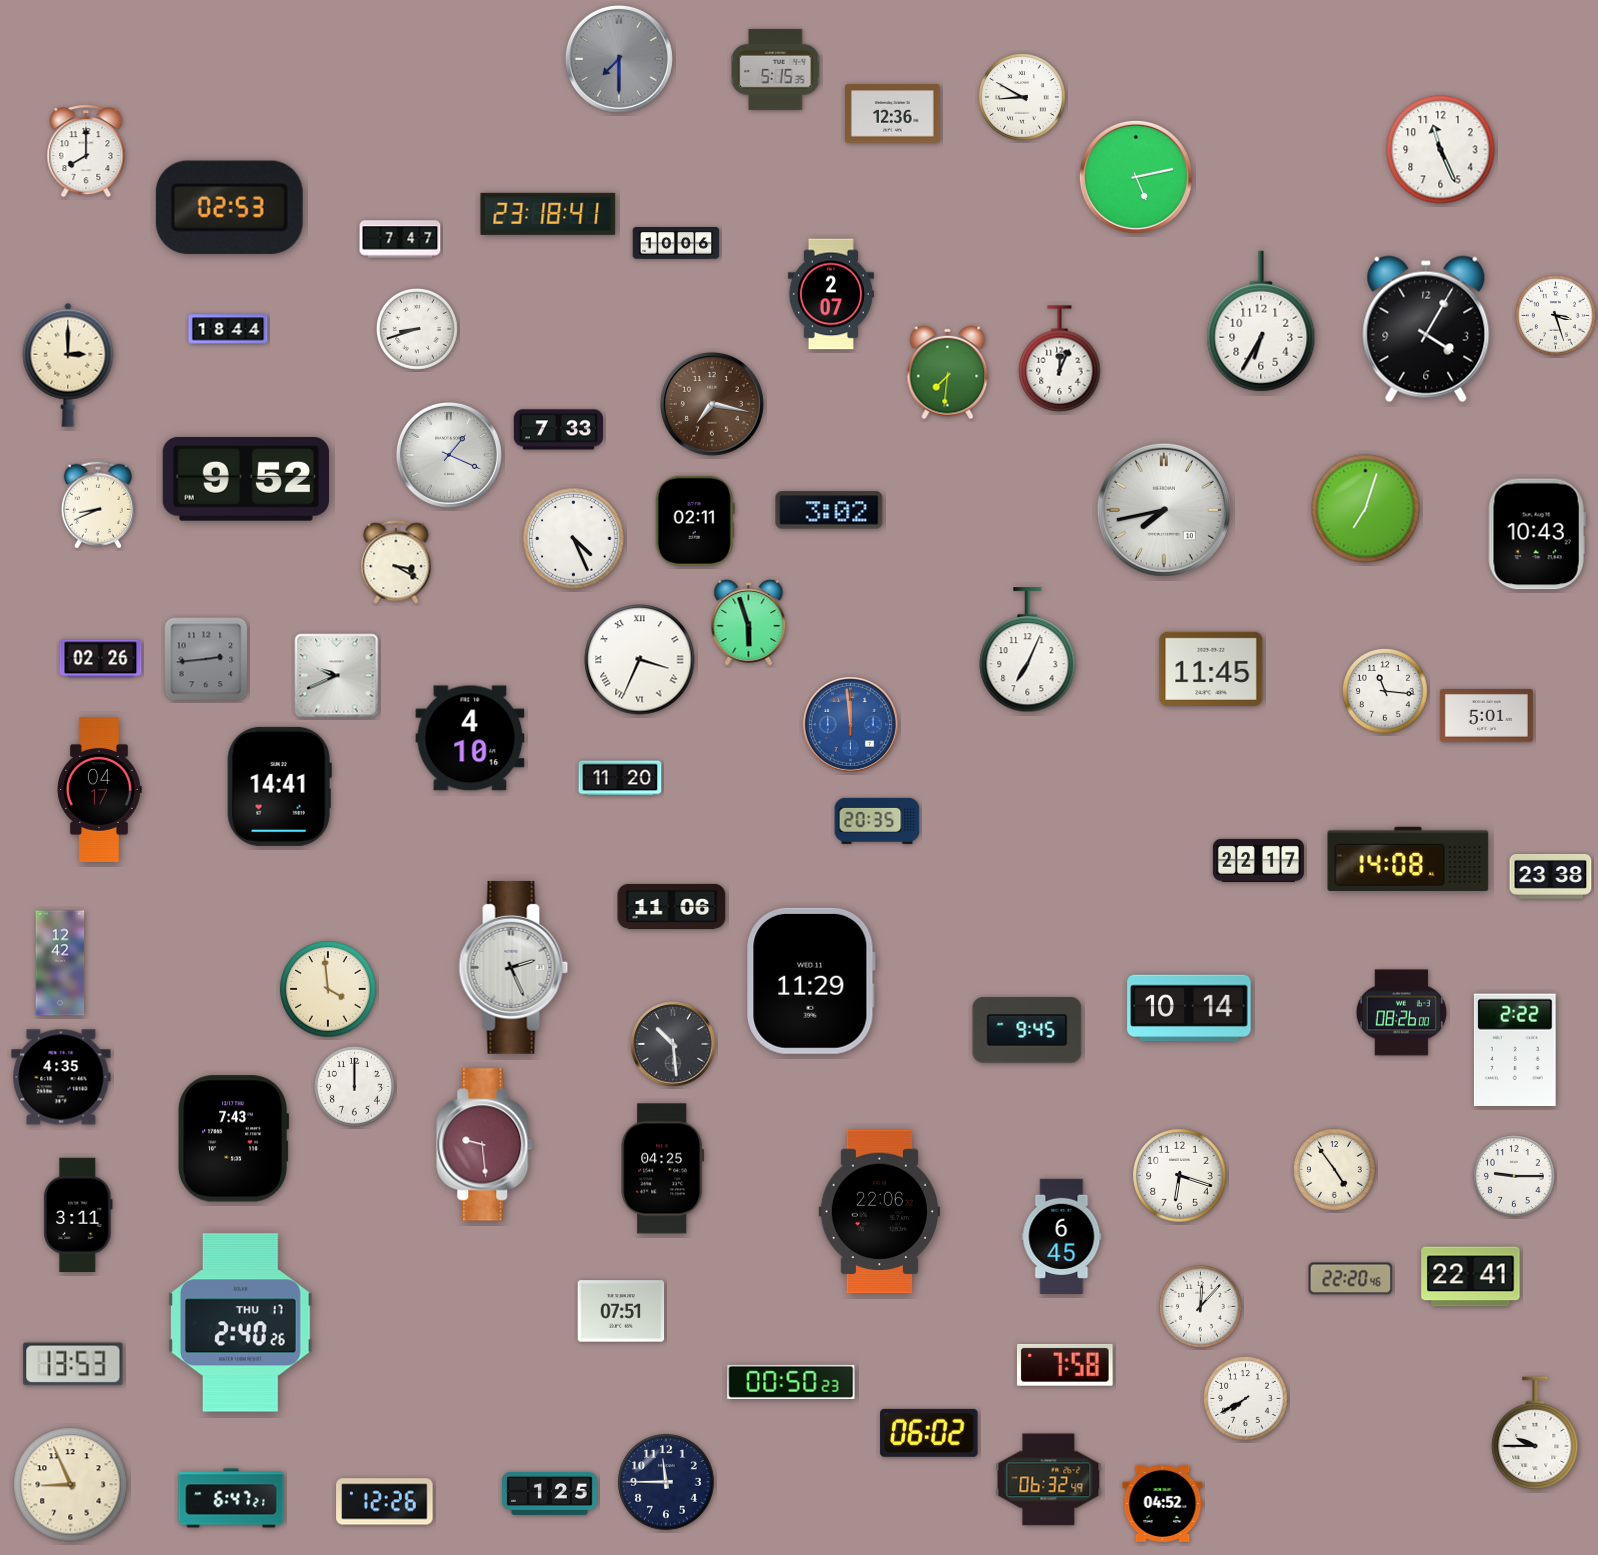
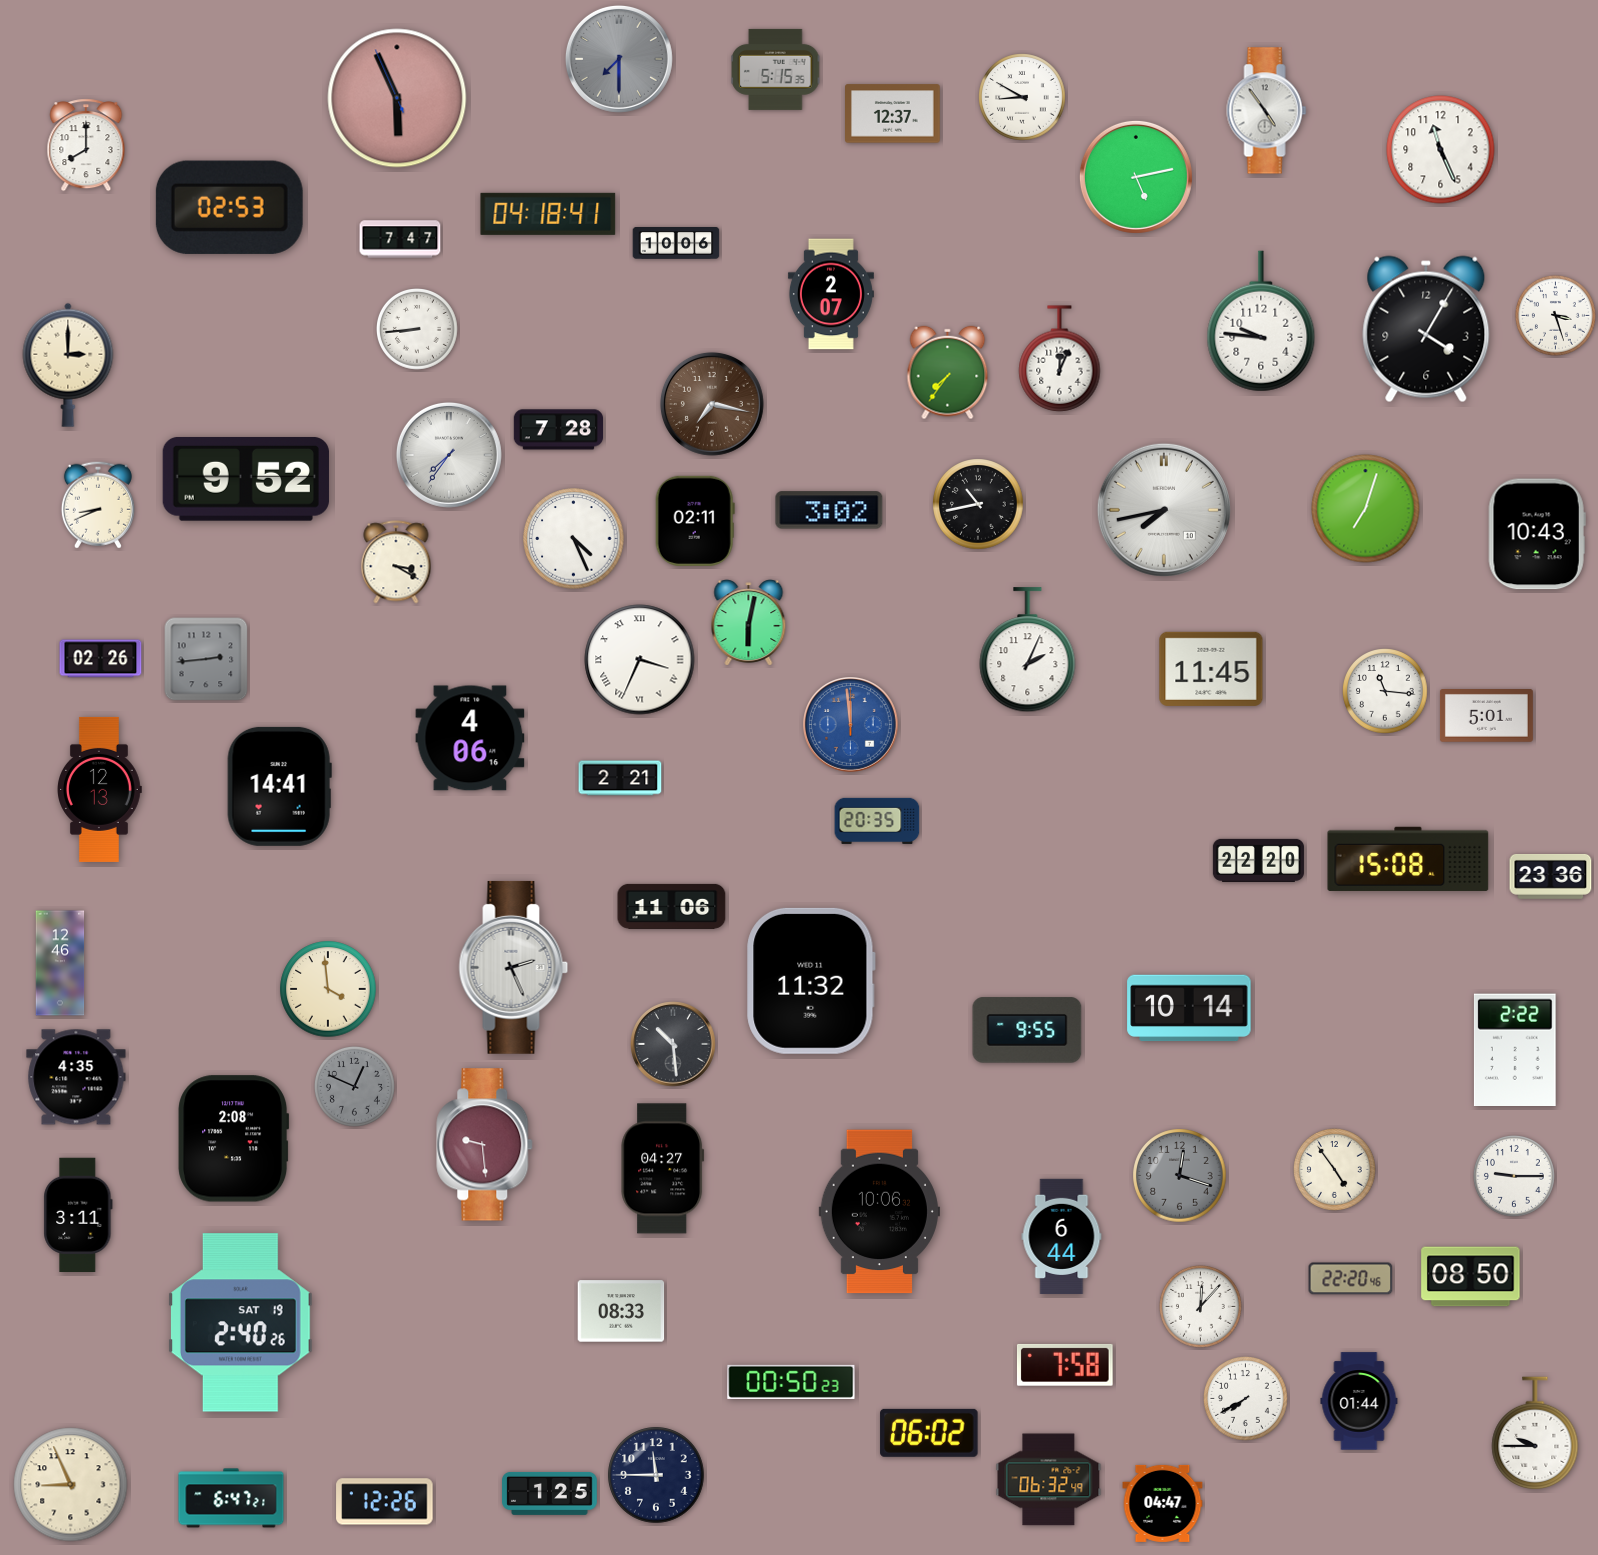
clock at (397, 98): none -> 5:55
clock at (1267, 111): none -> 4:54
clock at (893, 114): 12:36 -> 12:37
clock at (86, 151) position: (86, 151) -> (86, 145)
clock at (548, 214): 23:18 -> 04:18
clock at (1261, 321): 6:35 -> 9:46
clock at (228, 329): 18:44 -> none
clock at (418, 330): 8:42 -> 8:44
clock at (948, 373): 7:31 -> 7:36
clock at (558, 430): 7:33 -> 7:28
clock at (449, 455): 1:19 -> 7:36
clock at (978, 504): none -> 10:43
clock at (749, 623): 5:57 -> 6:02
clock at (1028, 650): 7:04 -> 2:04
clock at (337, 676): 9:41 -> none
clock at (470, 738): 4:10 -> 4:06
clock at (620, 778): 11:20 -> 2:21
clock at (100, 789): 04:17 -> 12:13
clock at (1408, 859): 14:08 -> 15:08
clock at (1258, 860): 22:17 -> 22:20
clock at (1551, 876): 23:38 -> 23:36
clock at (60, 963): 12:42 -> 12:46
clock at (811, 981): 11:29 -> 11:32
clock at (1401, 1013): 08:26 -> none
clock at (1027, 1030): 9:45 -> 9:55
clock at (61, 1077) position: (61, 1077) -> (76, 1077)
clock at (354, 1086): 12:00 -> 12:49
clock at (354, 1086) dial: white -> grey
clock at (234, 1139): 7:43 -> 2:08
clock at (663, 1169): 04:25 -> 04:27
clock at (1180, 1176): 6:18 -> 12:18
clock at (1180, 1176) dial: white -> grey
clock at (879, 1212): 22:06 -> 10:06
clock at (1062, 1236): 6:45 -> 6:44
clock at (1471, 1277): 22:41 -> 08:50
clock at (621, 1311): 07:51 -> 08:33
clock at (240, 1323) date: THU 17 -> SAT 19
clock at (73, 1364): 13:53 -> none
clock at (1359, 1401): none -> 01:44
clock at (666, 1482) position: (666, 1482) -> (656, 1475)
clock at (1163, 1503): 04:52 -> 04:47
